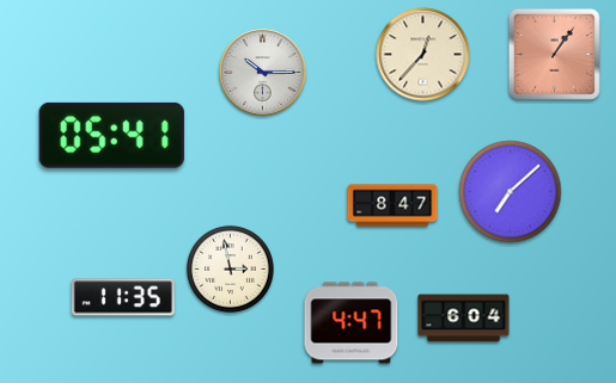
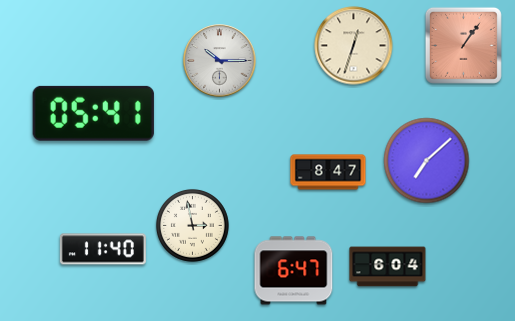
clock at (423, 55): 12:37 -> 12:33
clock at (123, 297): 11:35 -> 11:40
clock at (352, 323): 4:47 -> 6:47
